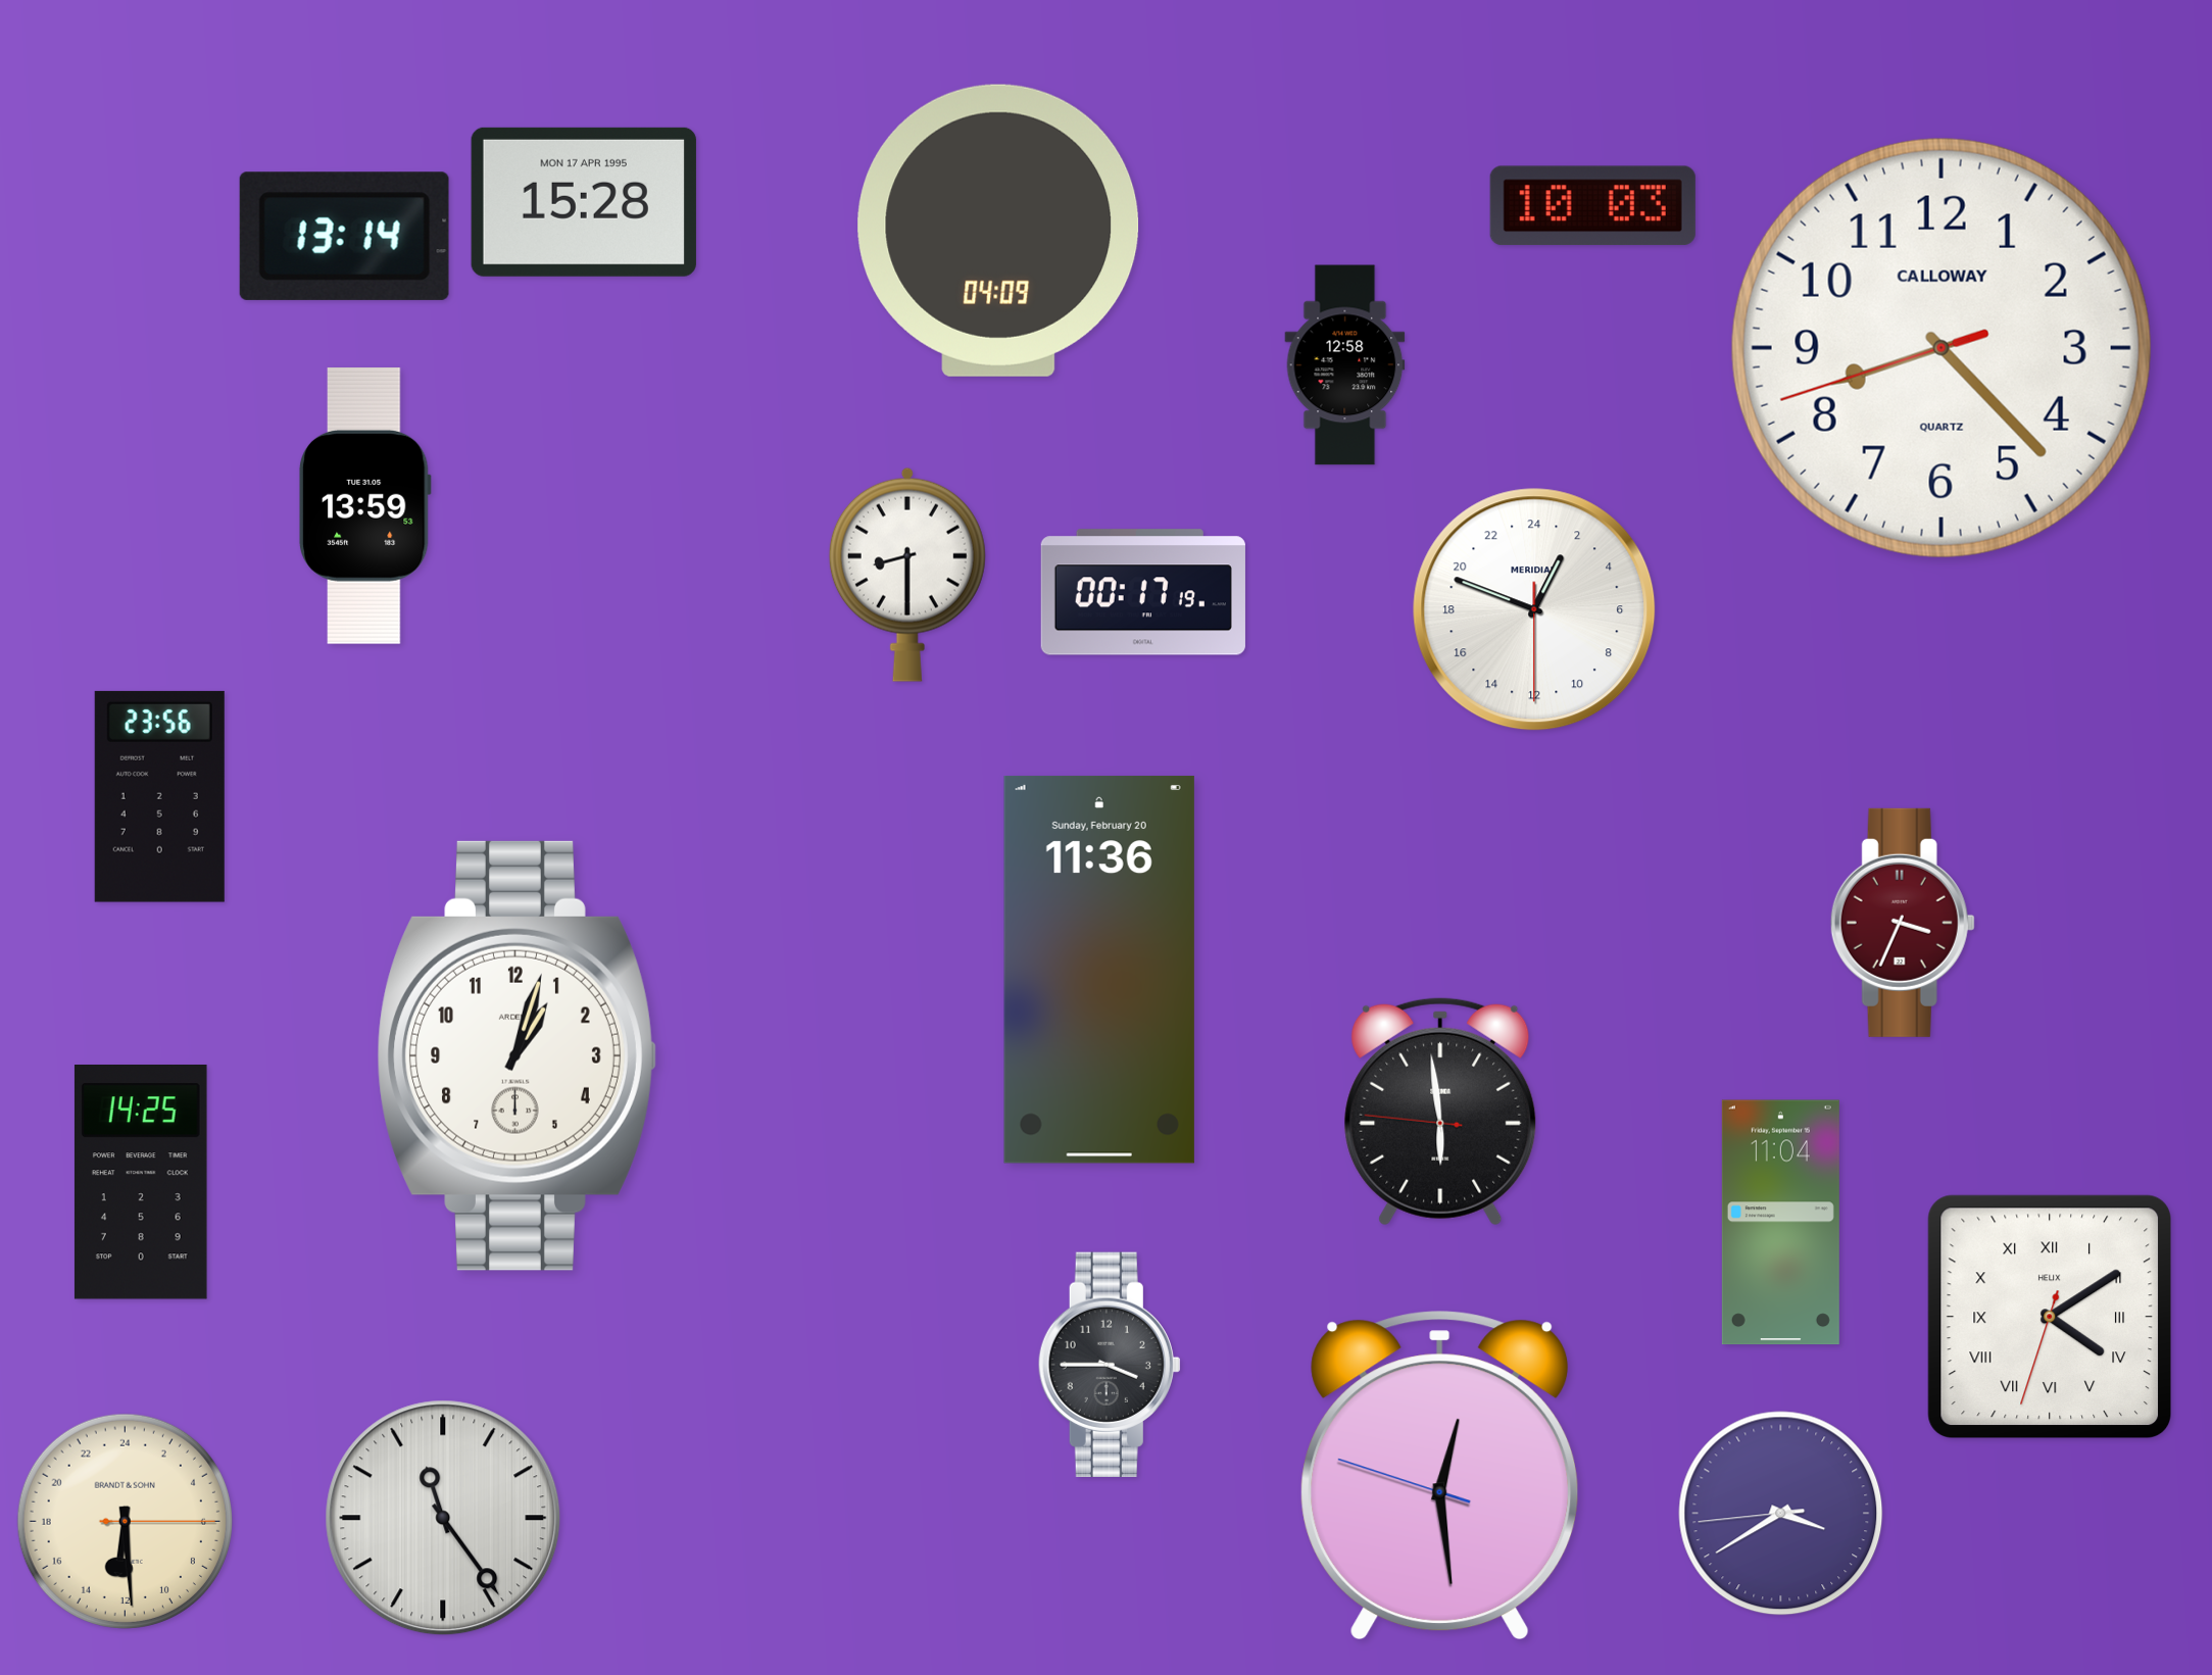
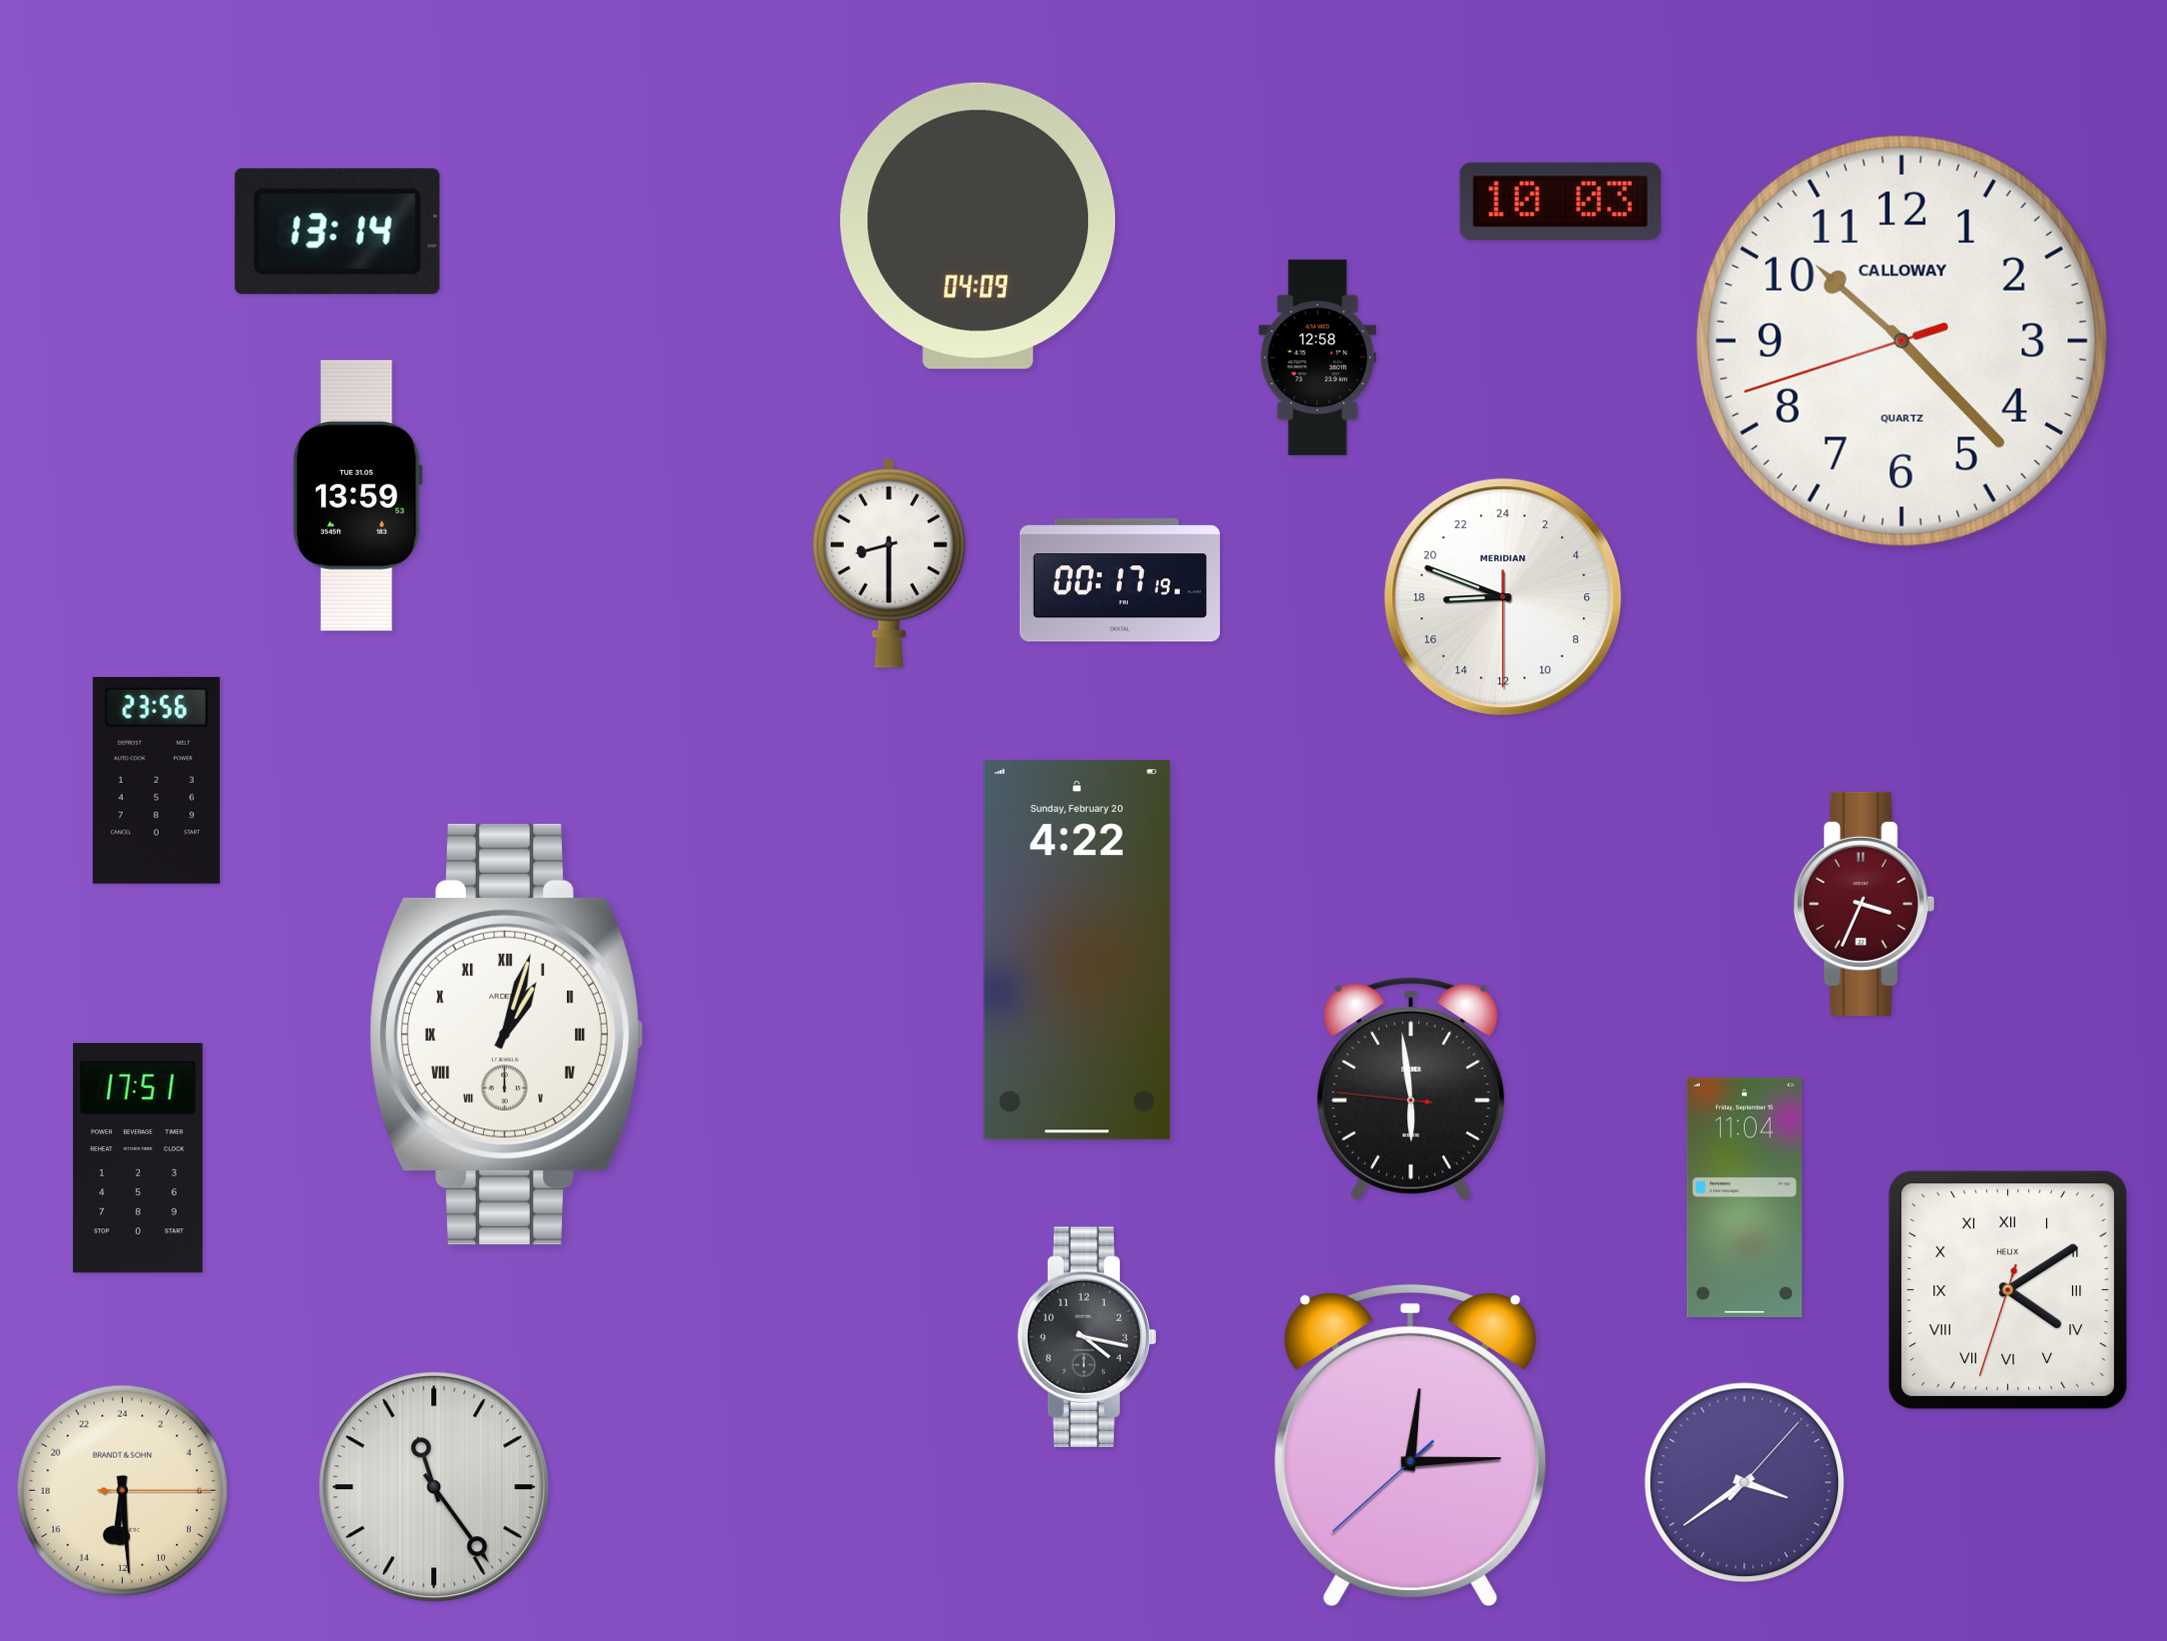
clock at (584, 202): 15:28 -> none
clock at (1941, 348): 8:22 -> 10:22
clock at (1534, 609): 1:48 -> 17:48
clock at (1099, 970): 11:36 -> 4:22
clock at (517, 1055) numerals: Arabic -> Roman
clock at (141, 1183): 14:25 -> 17:51
clock at (1110, 1365): 3:45 -> 4:17
clock at (1440, 1476): 12:28 -> 12:14
clock at (1781, 1514): 3:39:44 -> 3:39:07
